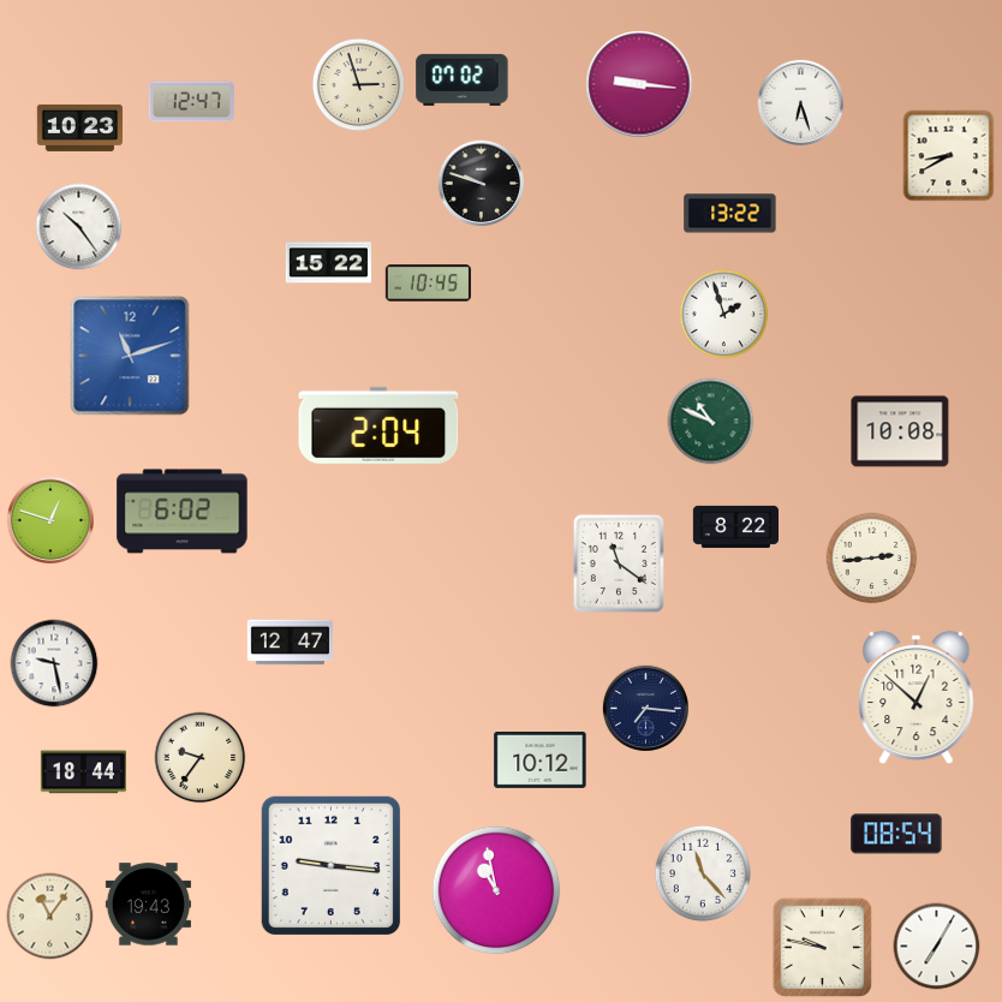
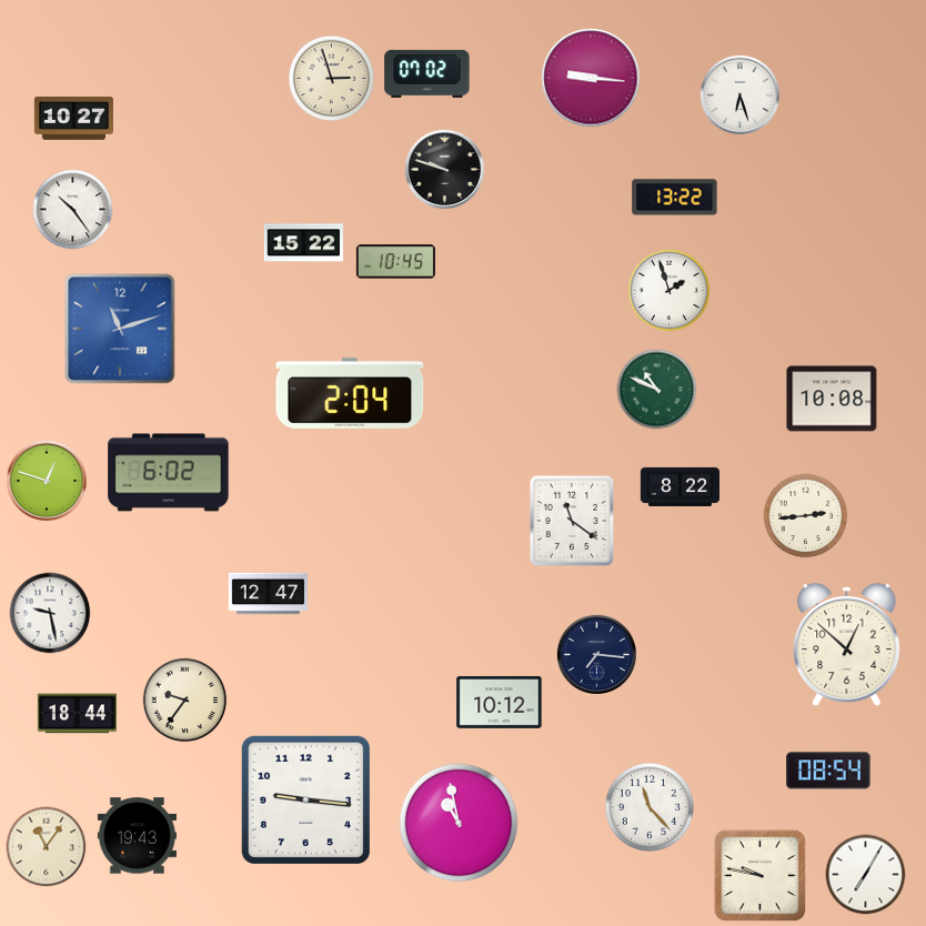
clock at (191, 102): 12:47 -> none
clock at (79, 127): 10:23 -> 10:27
clock at (949, 156): 8:40 -> none
